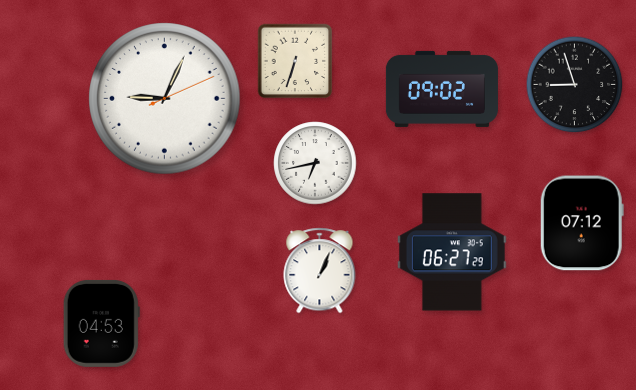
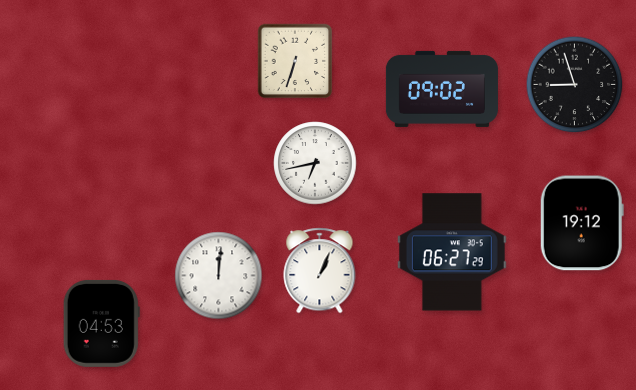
clock at (165, 99): 9:04 -> none
clock at (582, 223): 07:12 -> 19:12
clock at (219, 276): none -> 12:01
